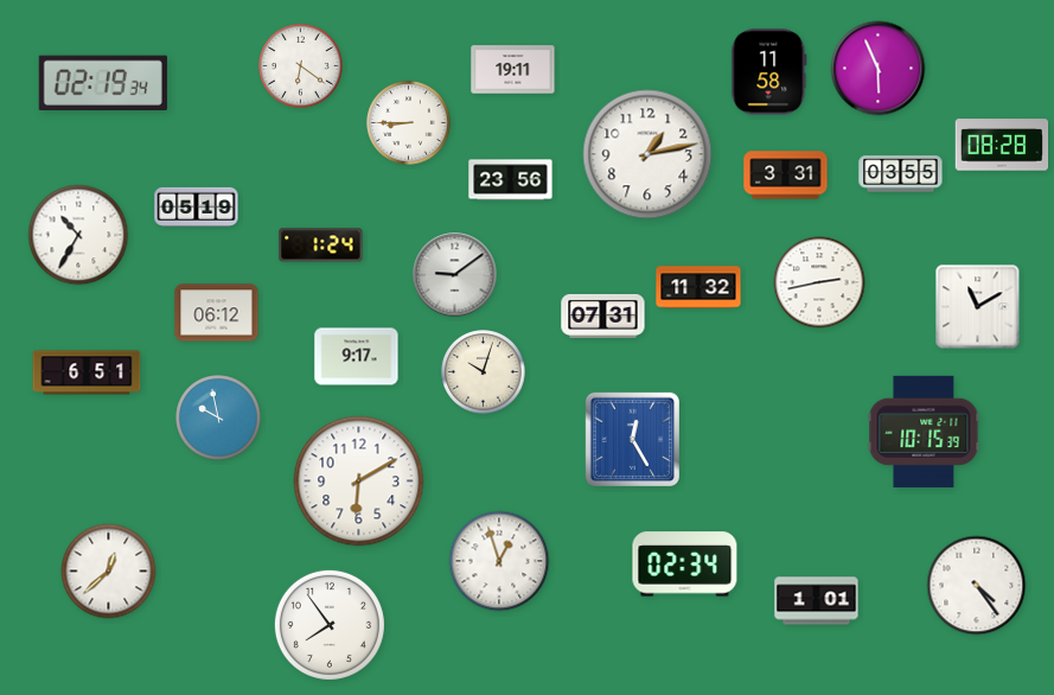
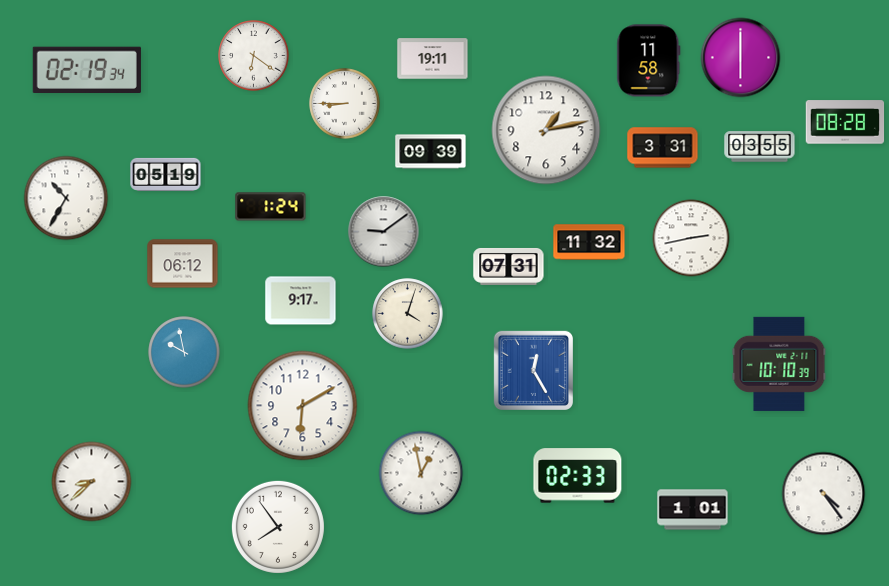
clock at (879, 69): 5:56 -> 6:00
clock at (511, 180): 23:56 -> 09:39
clock at (978, 307): 11:10 -> none
clock at (87, 372): 6:51 -> none
clock at (484, 372): 10:03 -> 4:03
clock at (924, 432): 10:15 -> 10:10
clock at (499, 561): 12:57 -> 12:58
clock at (685, 565): 02:34 -> 02:33
clock at (109, 572): 12:38 -> 8:38
clock at (817, 601) position: (817, 601) -> (693, 510)
